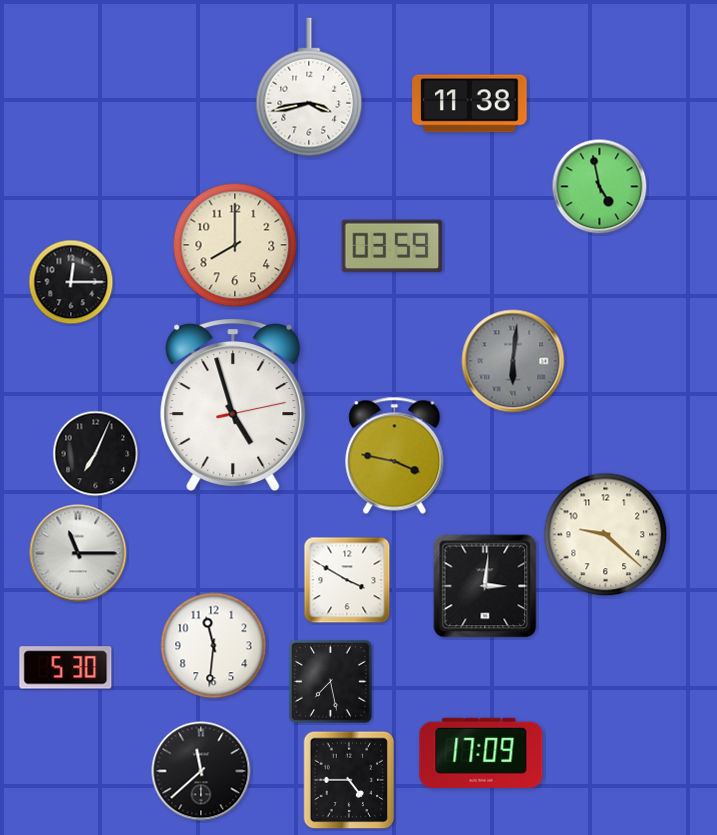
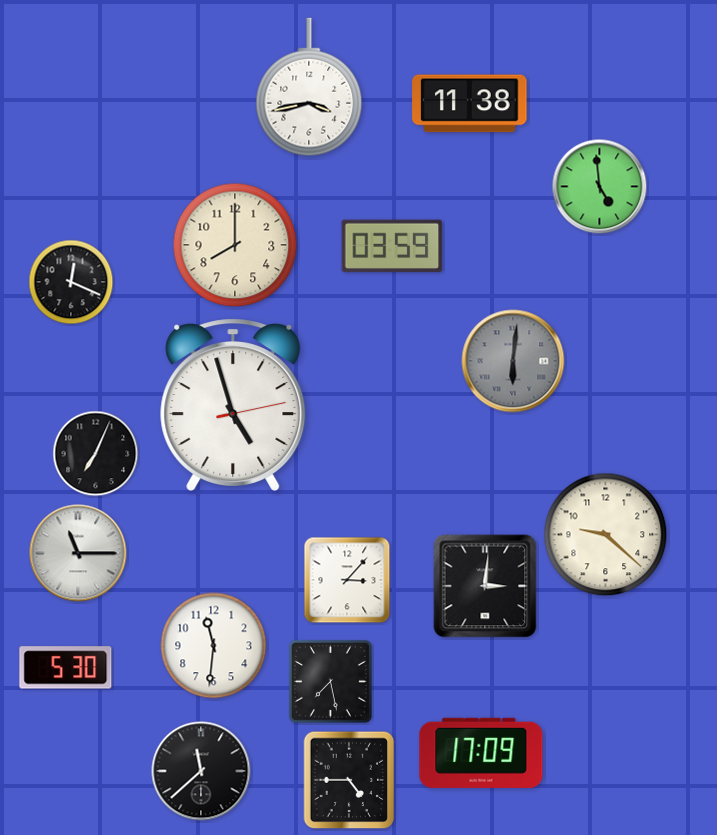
clock at (600, 187): 4:58 -> 4:59
clock at (71, 282): 12:15 -> 12:19
clock at (395, 455): 3:47 -> none
clock at (347, 580): 3:50 -> 3:07
